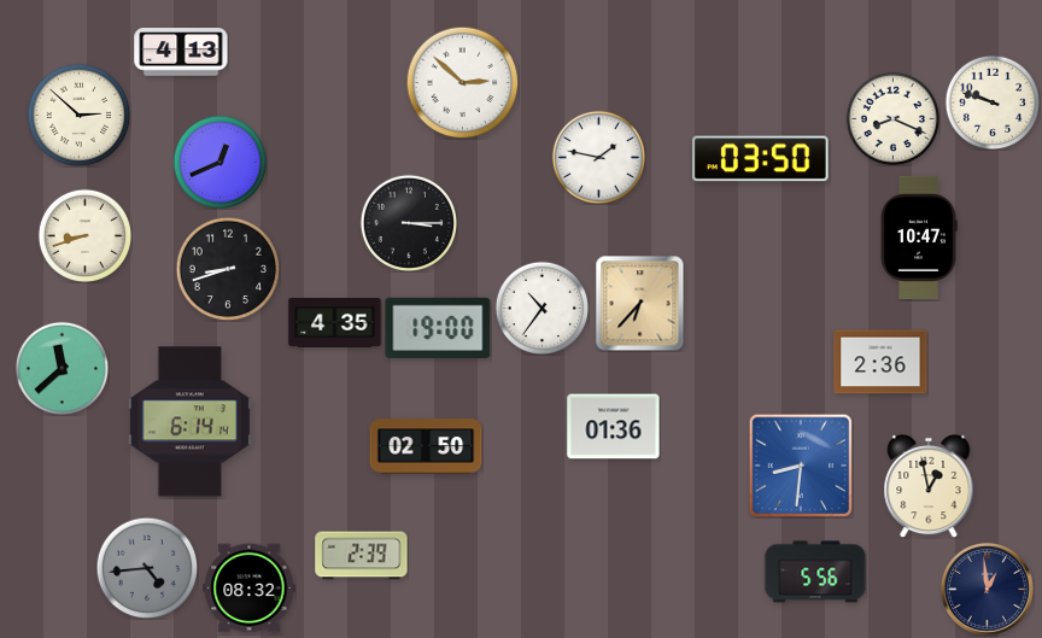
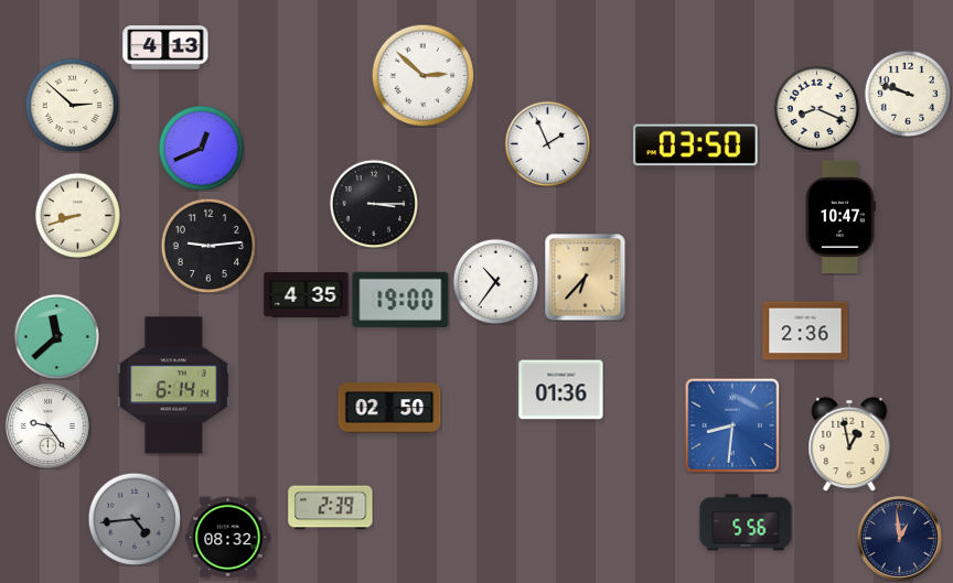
clock at (598, 157): 1:47 -> 1:56
clock at (228, 269): 8:42 -> 9:14
clock at (49, 427): none -> 9:24
clock at (988, 590) position: (988, 590) -> (900, 539)
